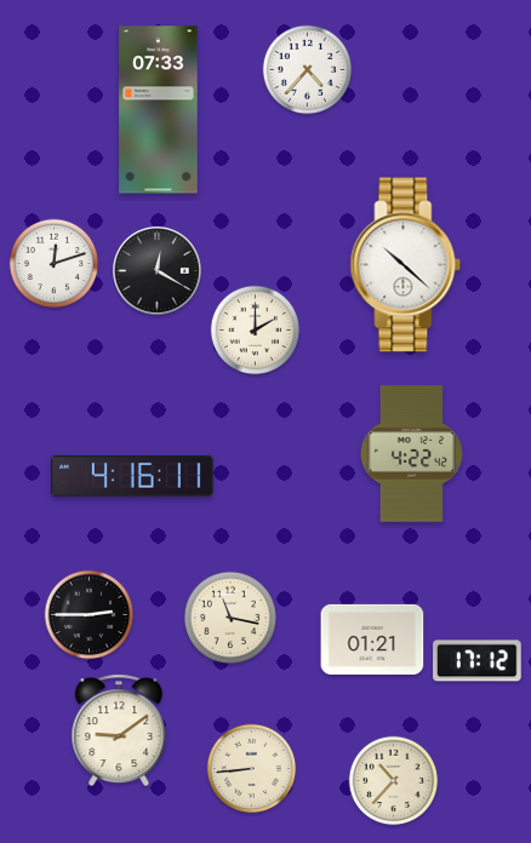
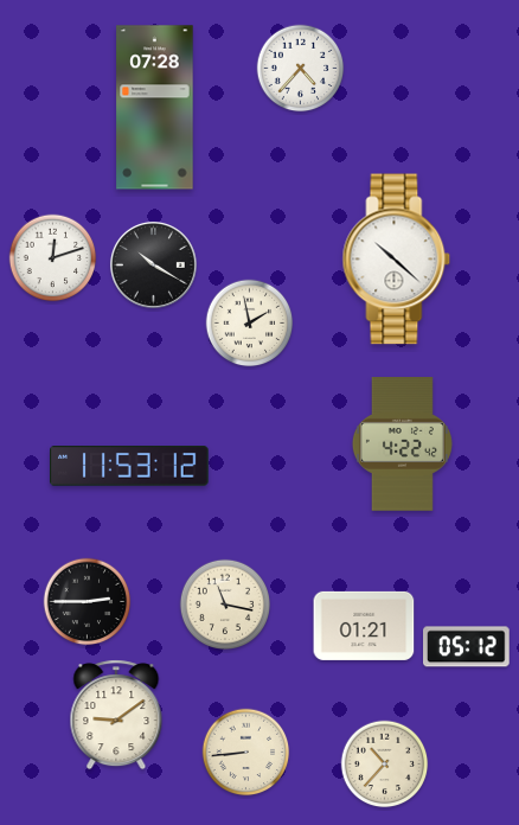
clock at (159, 110): 07:33 -> 07:28
clock at (156, 270): 12:20 -> 10:20
clock at (256, 331): 2:00 -> 1:58
clock at (132, 476): 4:16 -> 11:53
clock at (478, 661): 17:12 -> 05:12
